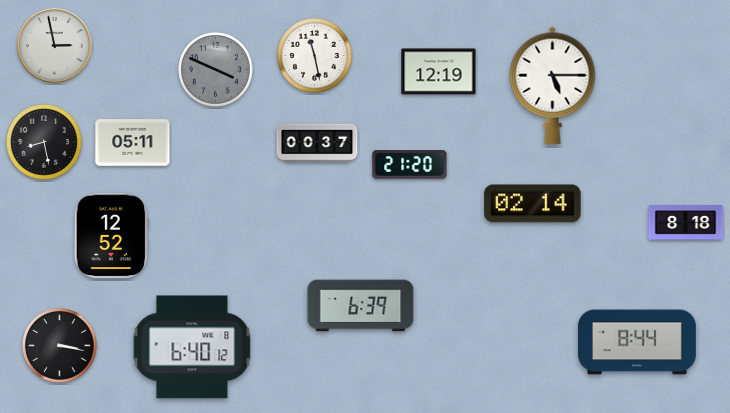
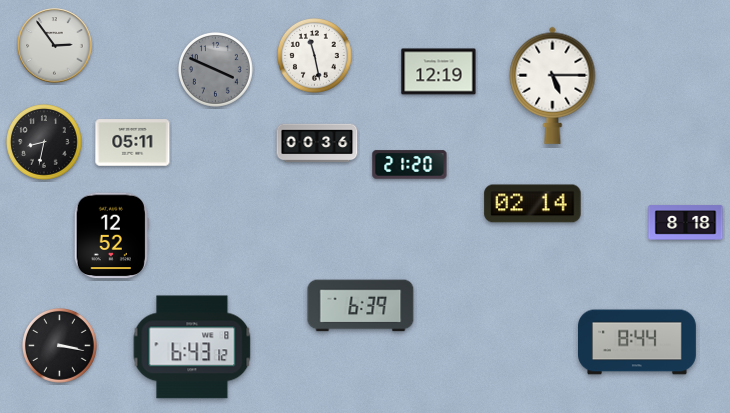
clock at (55, 46): 2:58 -> 2:54
clock at (45, 143): 8:28 -> 8:32
clock at (317, 143): 00:37 -> 00:36
clock at (192, 347): 6:40 -> 6:43
